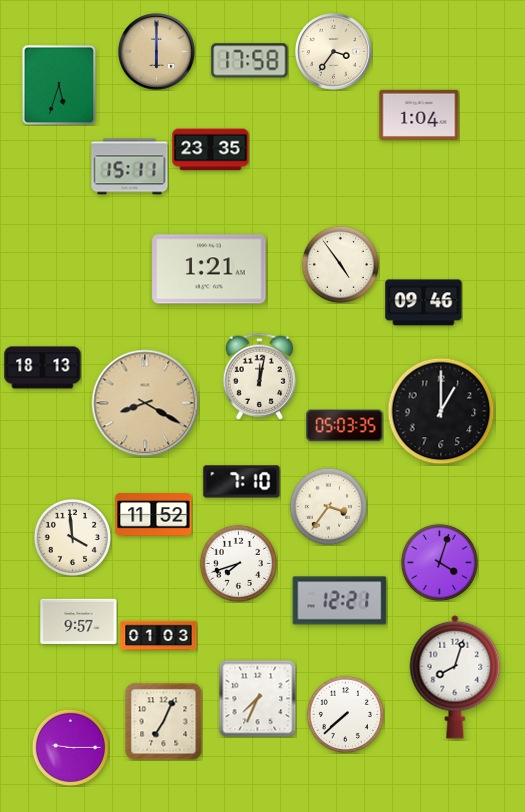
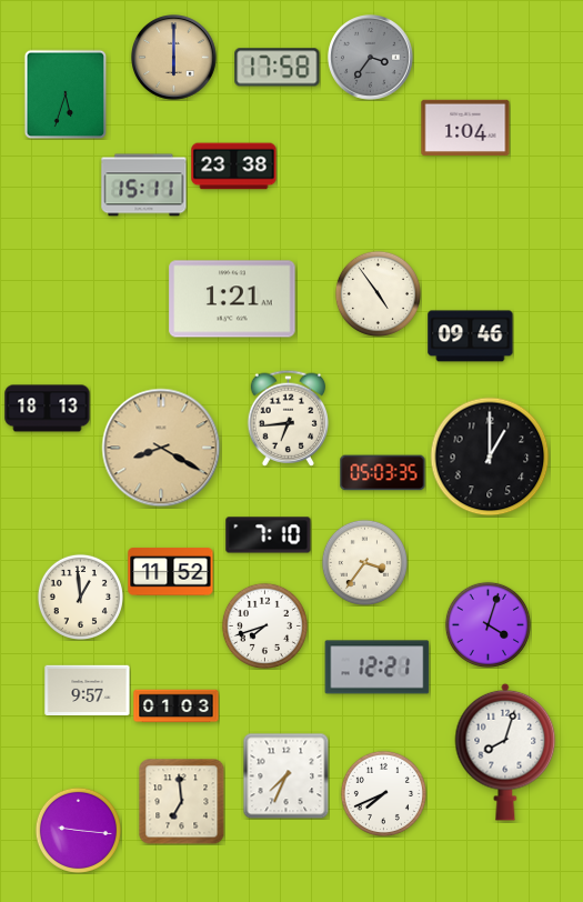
clock at (334, 52) dial: cream -> grey
clock at (211, 150): 23:35 -> 23:38
clock at (260, 376): 12:02 -> 6:44
clock at (72, 537): 3:59 -> 12:59
clock at (345, 714): 7:38 -> 7:41
clock at (163, 721): 7:04 -> 6:59
clock at (70, 747): 9:15 -> 9:16
